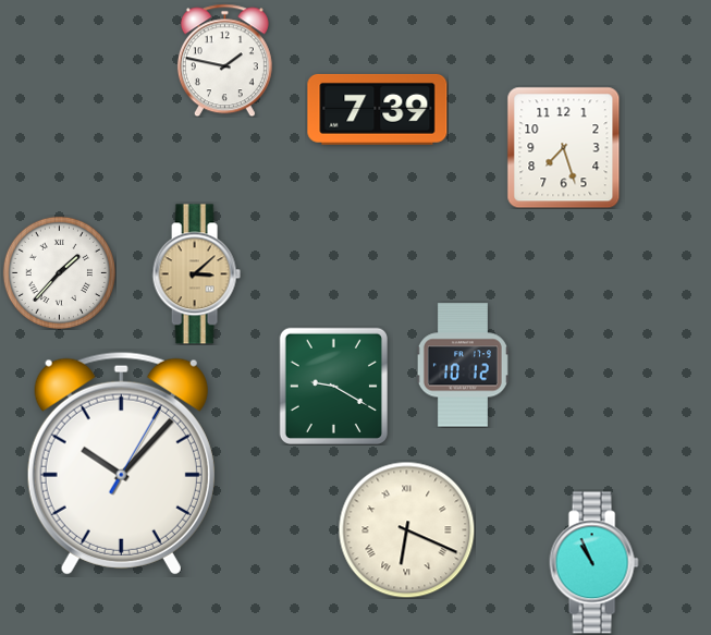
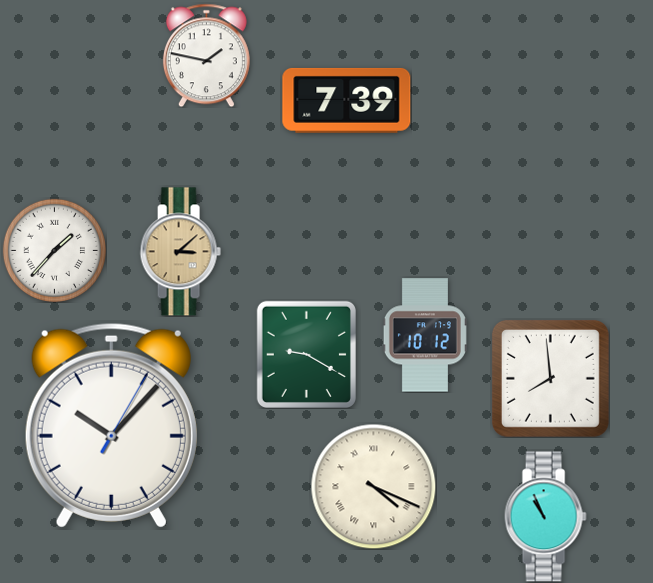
clock at (564, 147): 7:27 -> none
clock at (550, 378): none -> 7:59
clock at (406, 529): 6:19 -> 4:19
